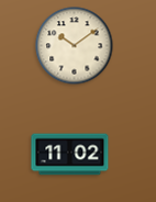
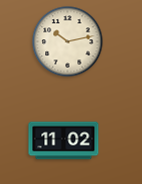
clock at (75, 46): 10:09 -> 10:13
